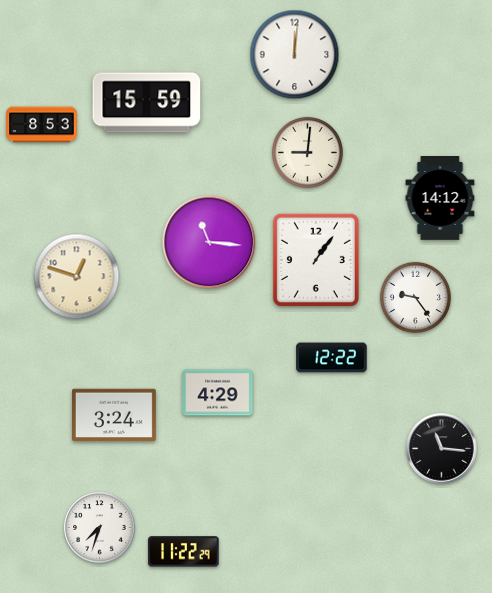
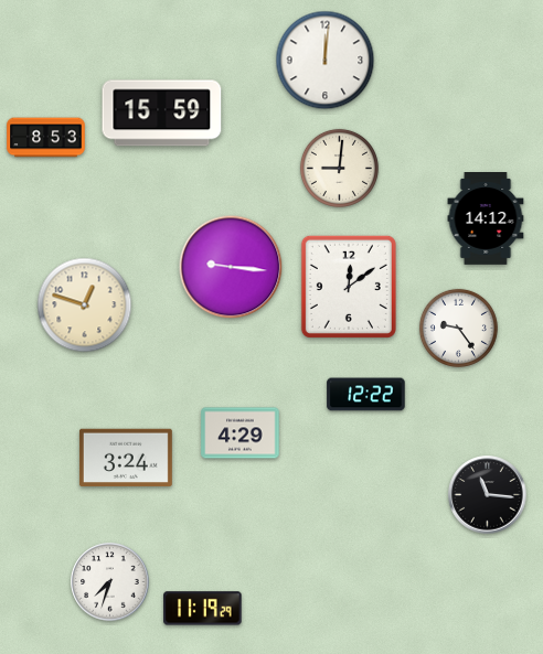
clock at (209, 242): 11:16 -> 9:16
clock at (316, 260): 1:06 -> 12:09
clock at (184, 552): 11:22 -> 11:19
